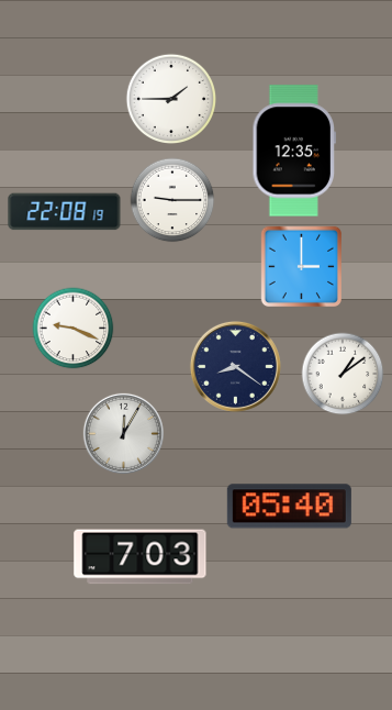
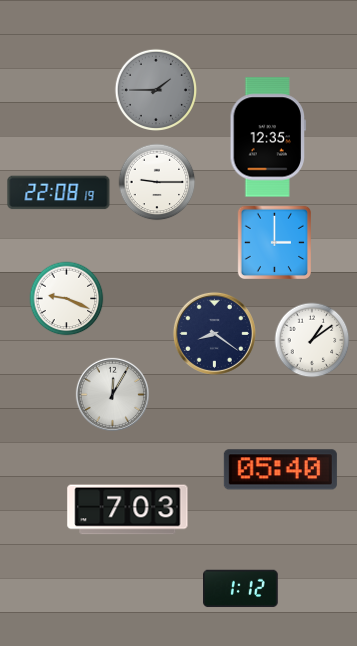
clock at (171, 99) dial: white -> grey
clock at (289, 507) position: (289, 507) -> (280, 470)
clock at (141, 557) position: (141, 557) -> (128, 510)
clock at (241, 589): none -> 1:12
